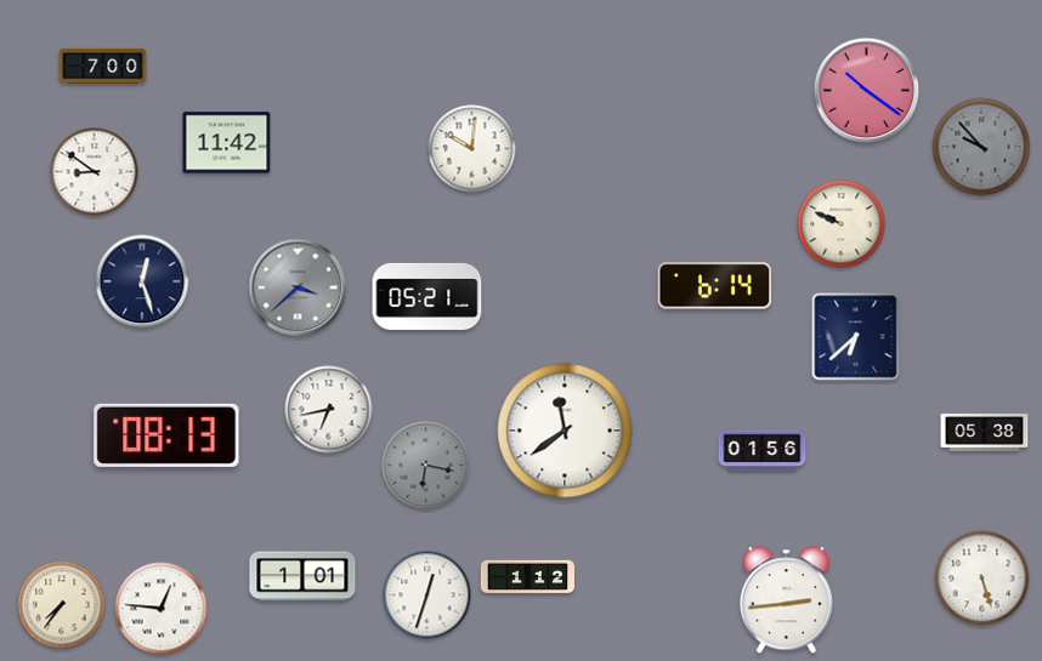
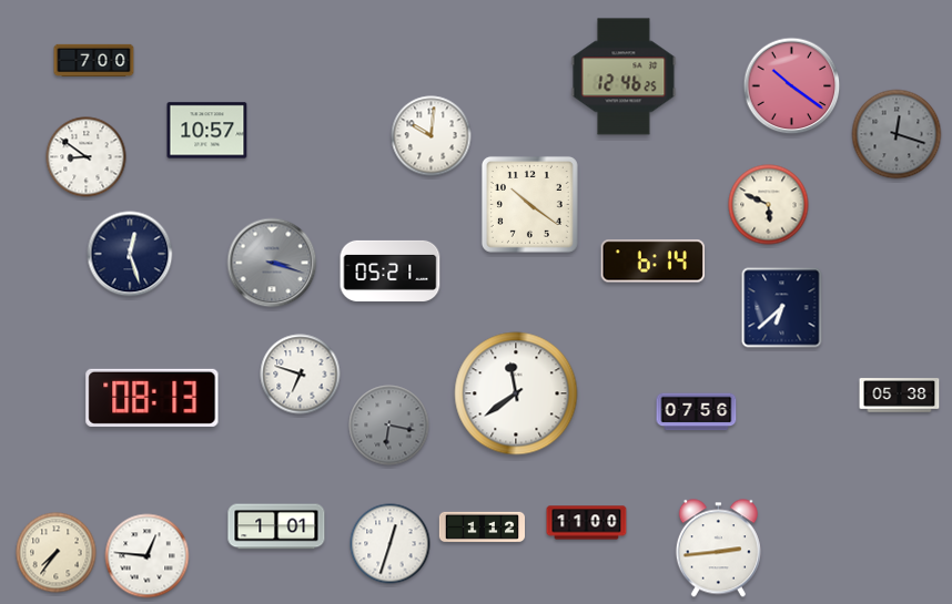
clock at (624, 76): none -> 12:46
clock at (867, 91) position: (867, 91) -> (792, 86)
clock at (227, 143): 11:42 -> 10:57
clock at (981, 147): 9:53 -> 12:18
clock at (529, 204): none -> 10:21
clock at (842, 224): 9:49 -> 5:49
clock at (142, 281) position: (142, 281) -> (130, 254)
clock at (298, 287): 3:38 -> 3:18
clock at (329, 410): 6:43 -> 6:48
clock at (763, 451): 01:56 -> 07:56
clock at (587, 523): none -> 11:00
clock at (982, 579): 5:27 -> none
